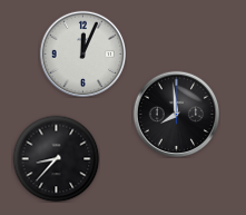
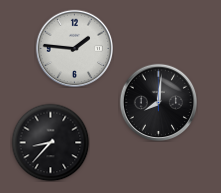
clock at (82, 53): 12:04 -> 1:46
clock at (176, 114): 7:59 -> 8:01
